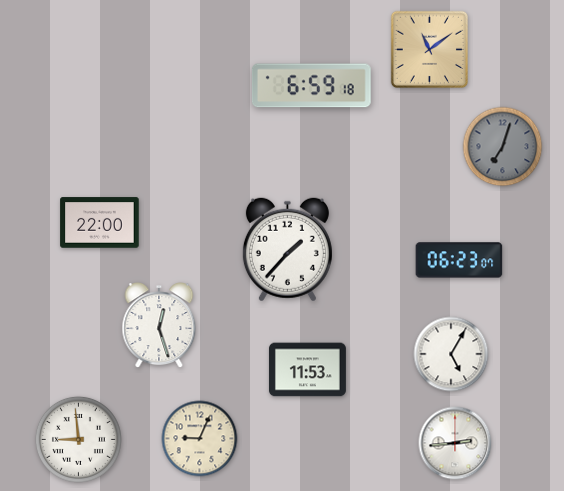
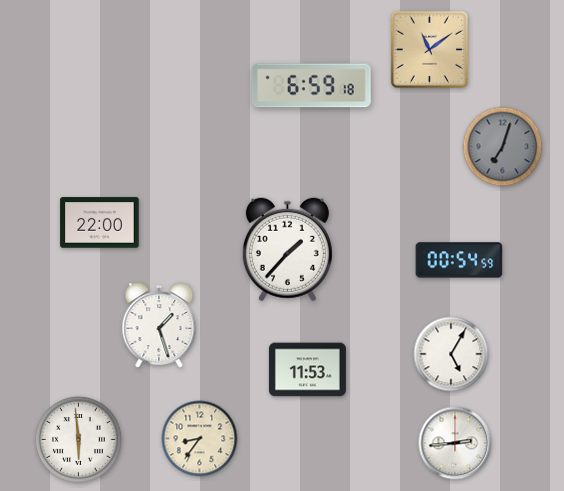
clock at (459, 260): 06:23 -> 00:54
clock at (159, 326): 12:27 -> 1:27
clock at (78, 439): 8:59 -> 5:59
clock at (200, 439): 9:04 -> 8:36
